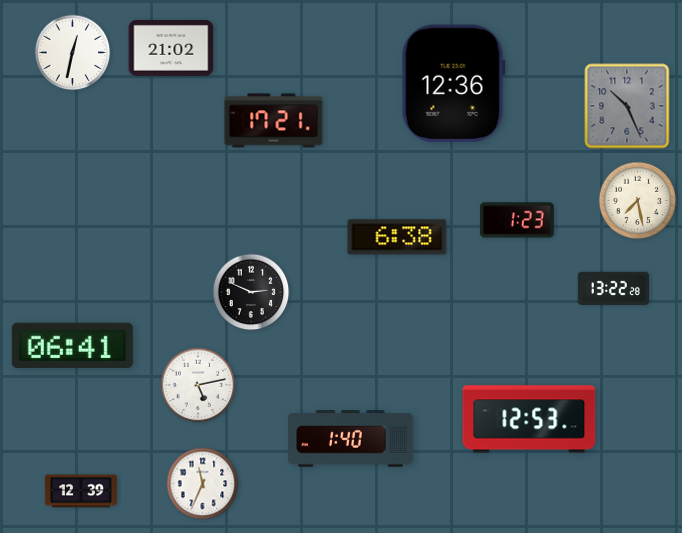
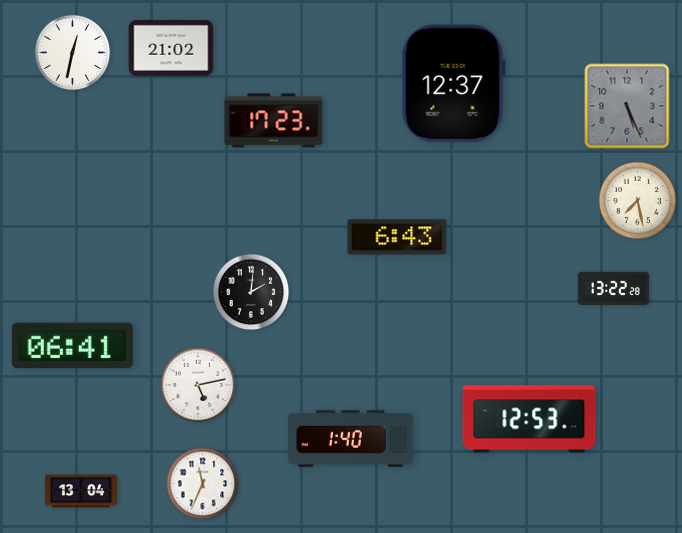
clock at (453, 84): 12:36 -> 12:37
clock at (627, 106): 10:26 -> 5:26
clock at (274, 121): 17:21 -> 17:23
clock at (517, 220): 1:23 -> none
clock at (397, 237): 6:38 -> 6:43
clock at (251, 292): 2:49 -> 2:01
clock at (81, 491): 12:39 -> 13:04
